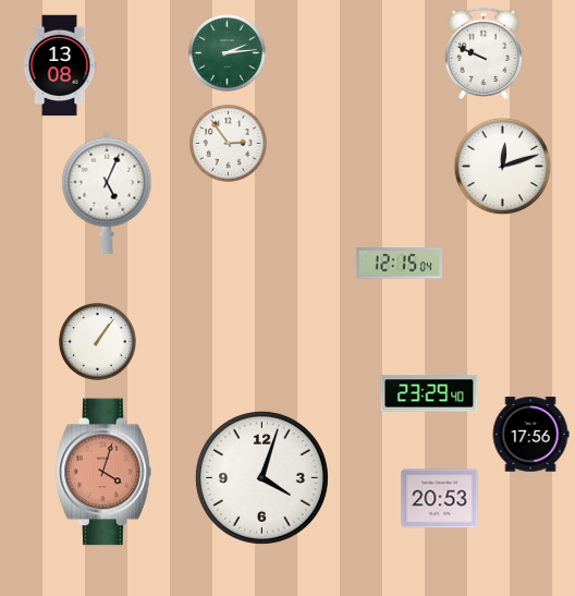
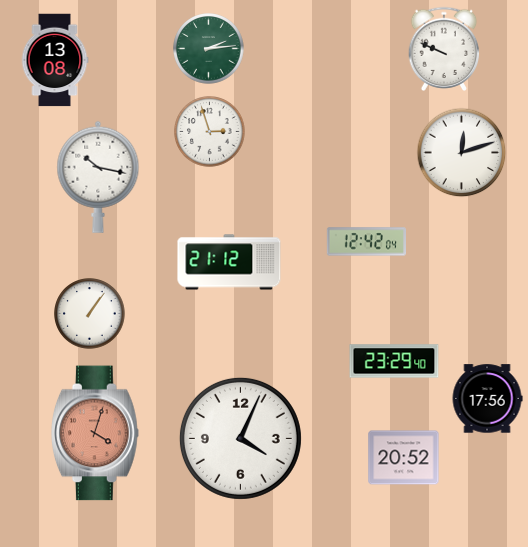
clock at (229, 144): 2:54 -> 2:57
clock at (107, 193): 5:04 -> 10:17
clock at (399, 264): 12:15 -> 12:42
clock at (229, 262): none -> 21:12
clock at (261, 477): 4:03 -> 4:04
clock at (440, 499): 20:53 -> 20:52
